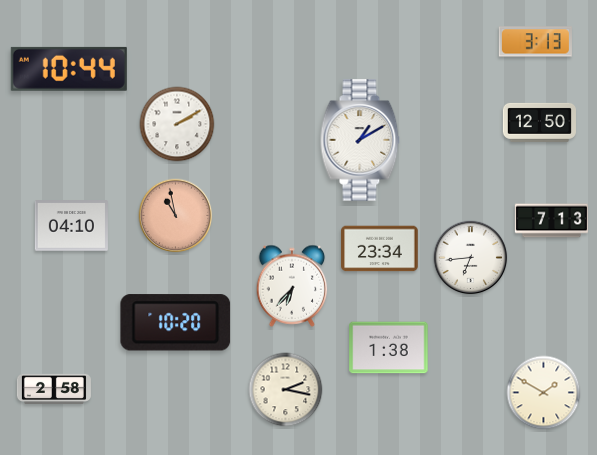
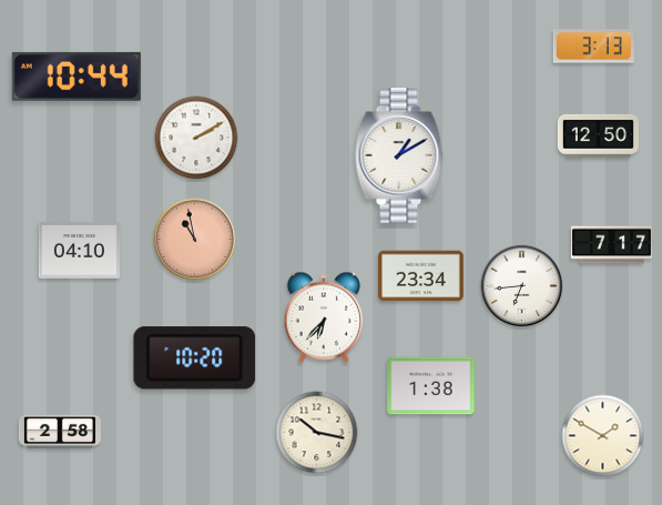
clock at (551, 221): 7:13 -> 7:17
clock at (286, 390): 2:17 -> 10:17
